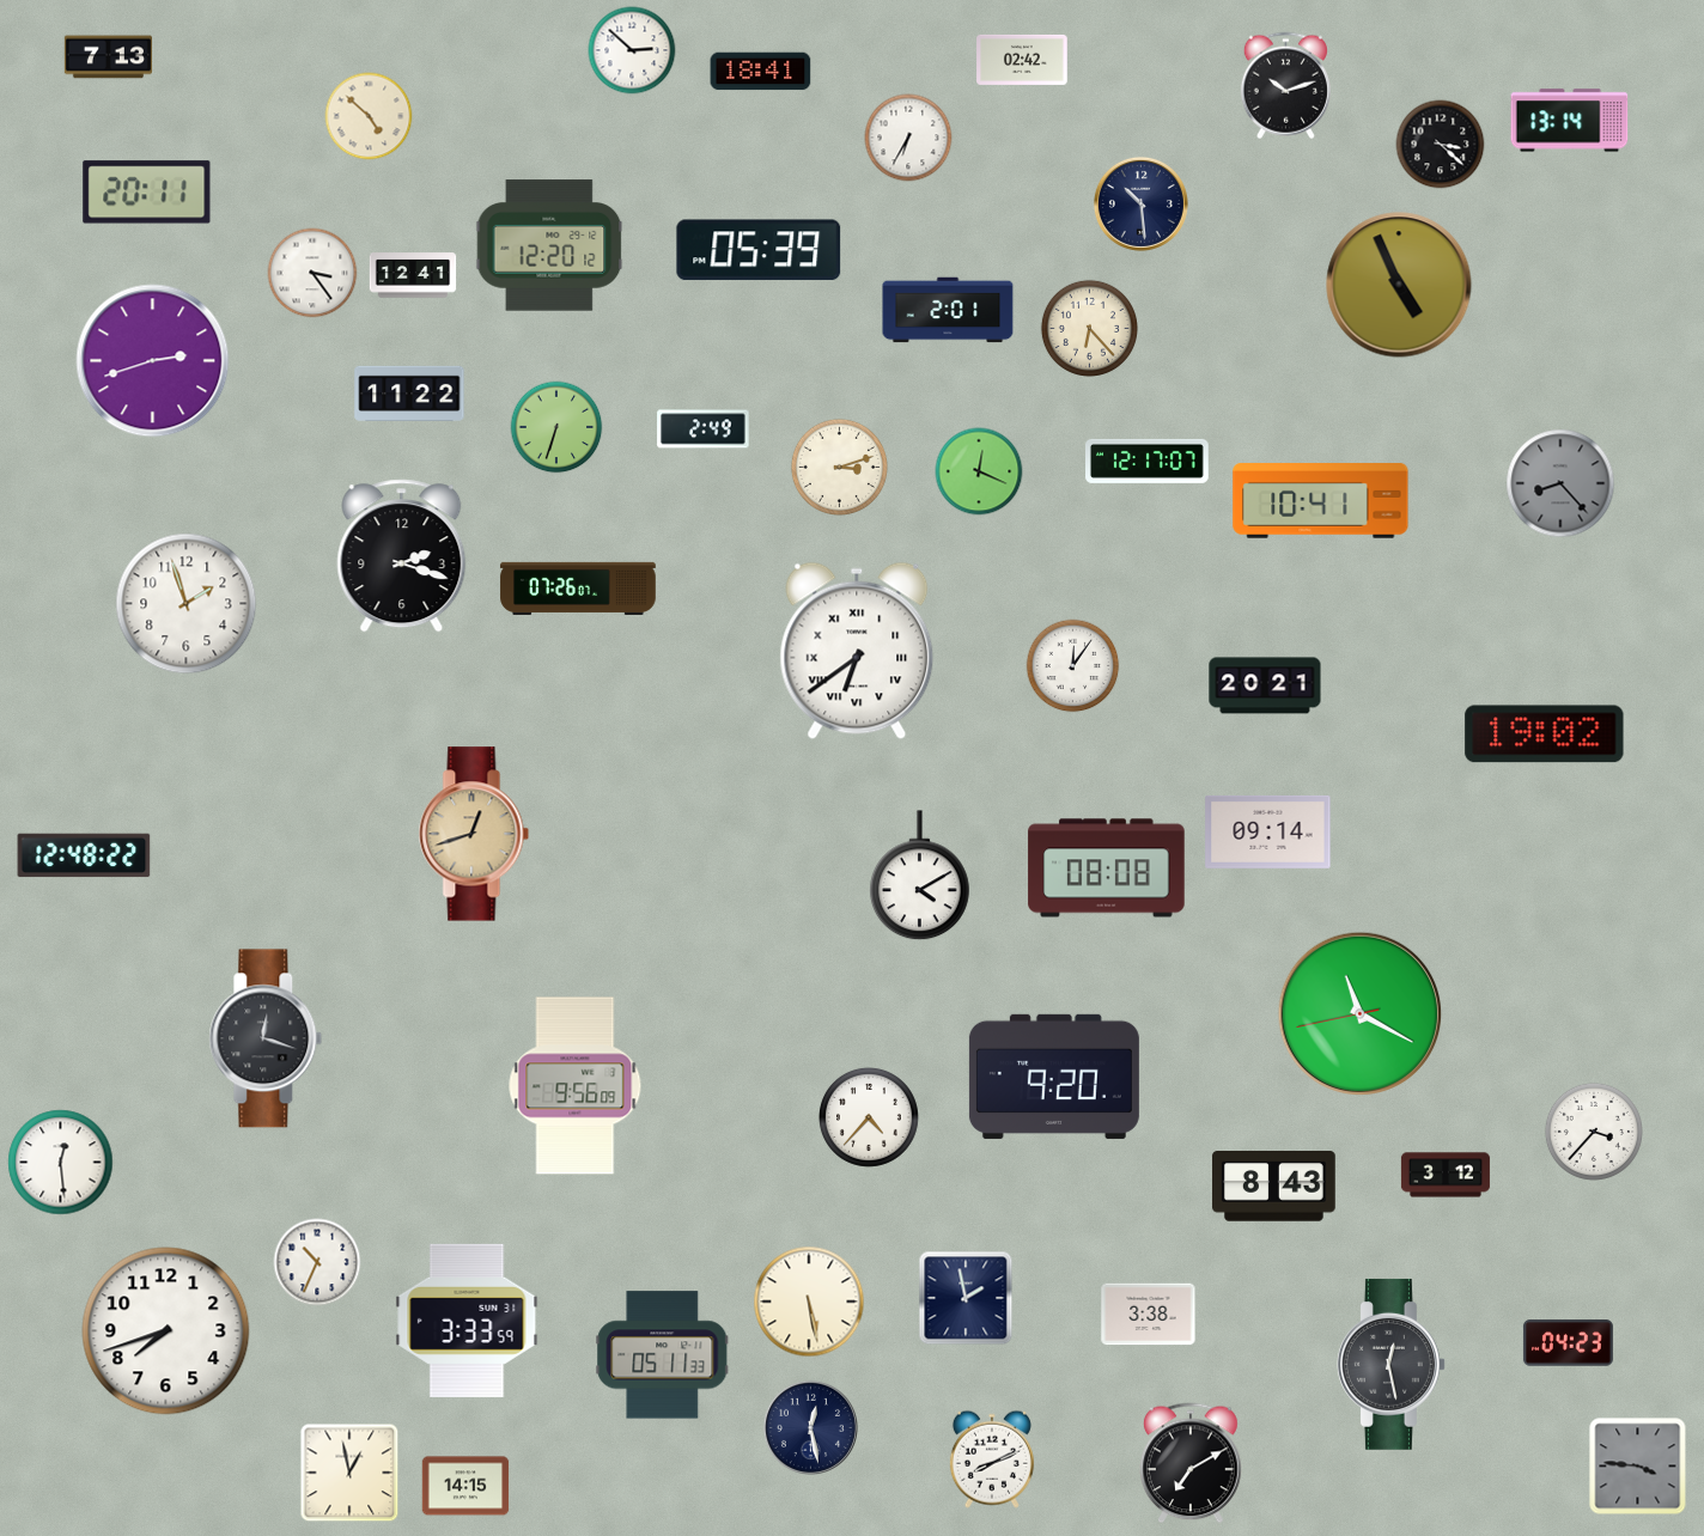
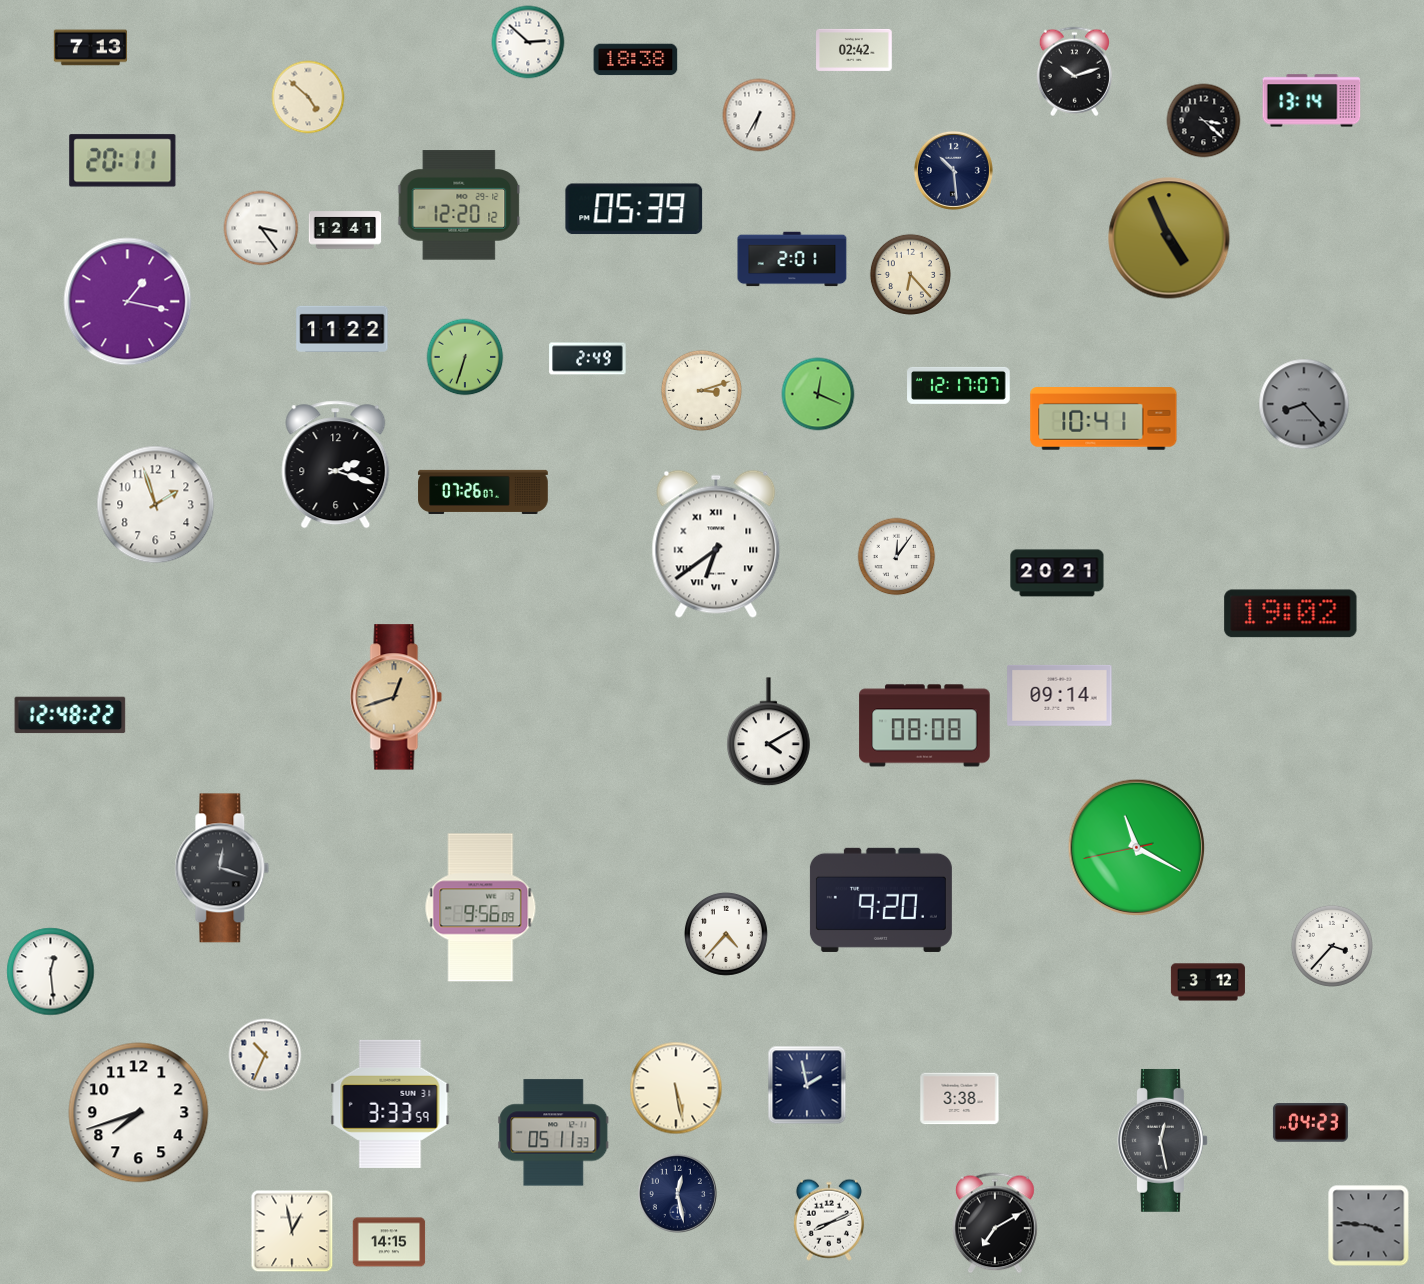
clock at (761, 72): 18:41 -> 18:38
clock at (153, 361): 2:42 -> 1:17
clock at (1274, 1187): 8:43 -> none
